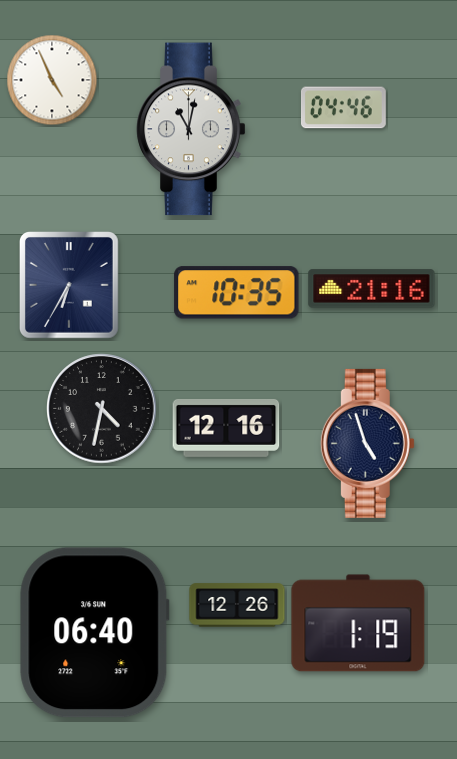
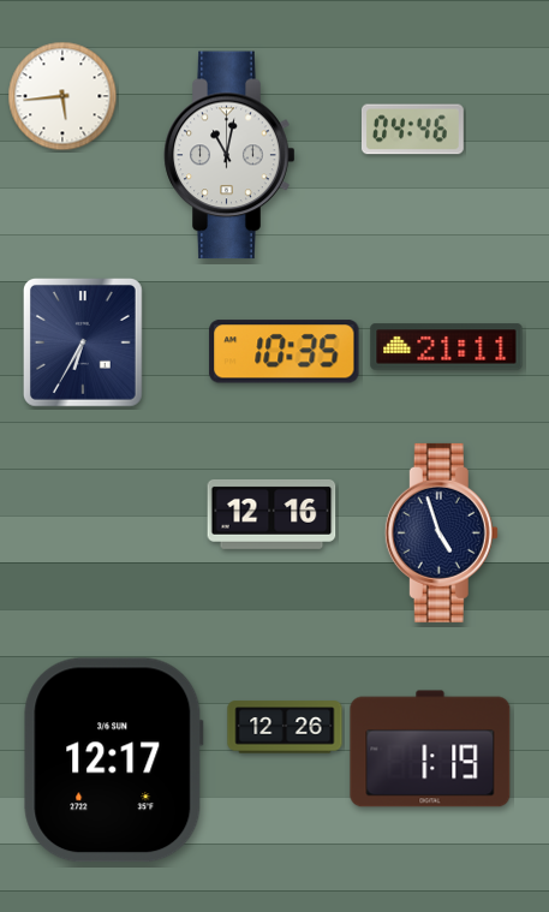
clock at (52, 80): 4:56 -> 5:44
clock at (372, 289): 21:16 -> 21:11
clock at (102, 409): 4:32 -> none
clock at (95, 633): 06:40 -> 12:17
